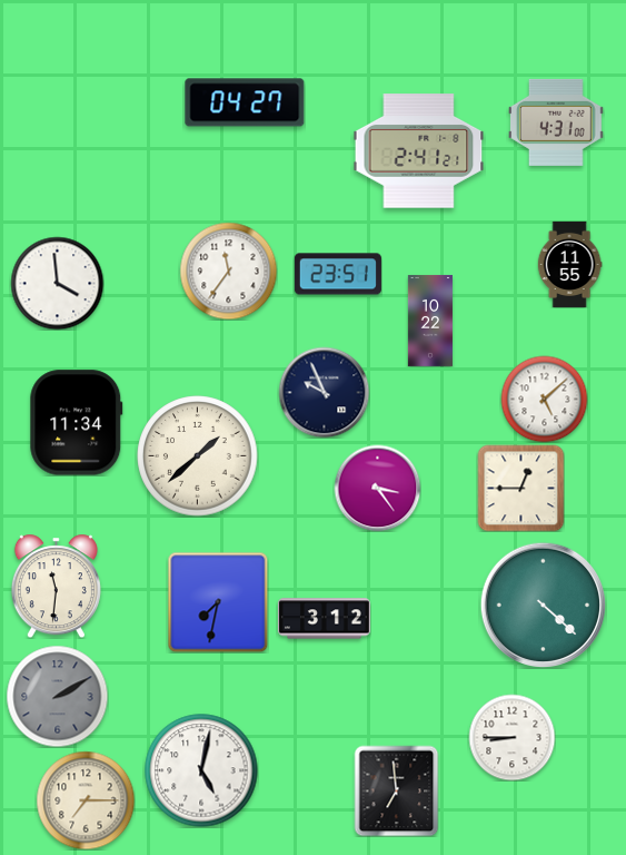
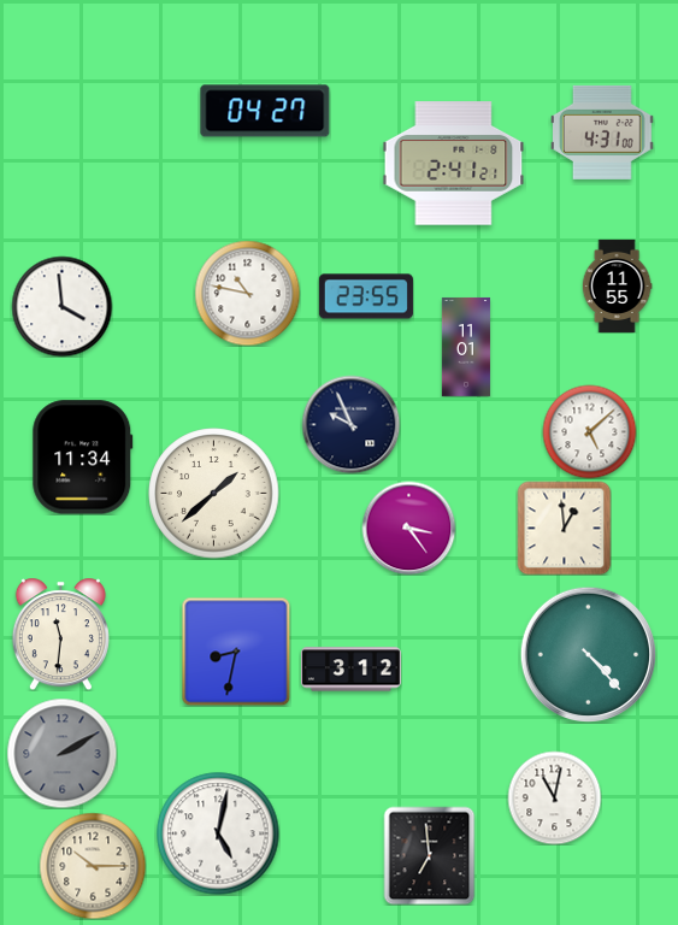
clock at (228, 271): 11:36 -> 10:47
clock at (338, 274): 23:51 -> 23:55
clock at (430, 321): 10:22 -> 11:01
clock at (520, 488): 12:45 -> 12:59
clock at (218, 602): 7:32 -> 8:32
clock at (543, 605): 4:22 -> 4:23
clock at (511, 737): 8:45 -> 11:02
clock at (86, 800): 7:15 -> 10:15
